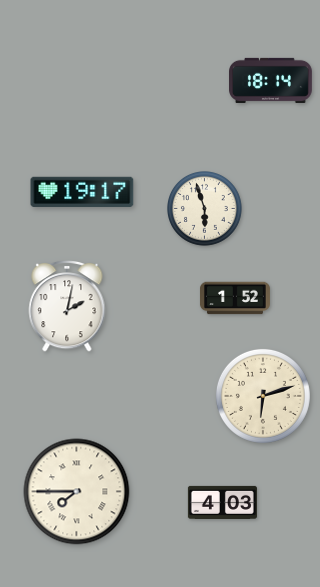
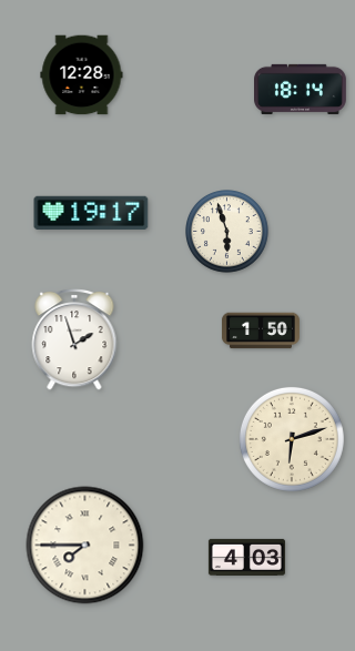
clock at (82, 75): none -> 12:28
clock at (235, 298): 1:52 -> 1:50
clock at (67, 306): 2:02 -> 1:57
